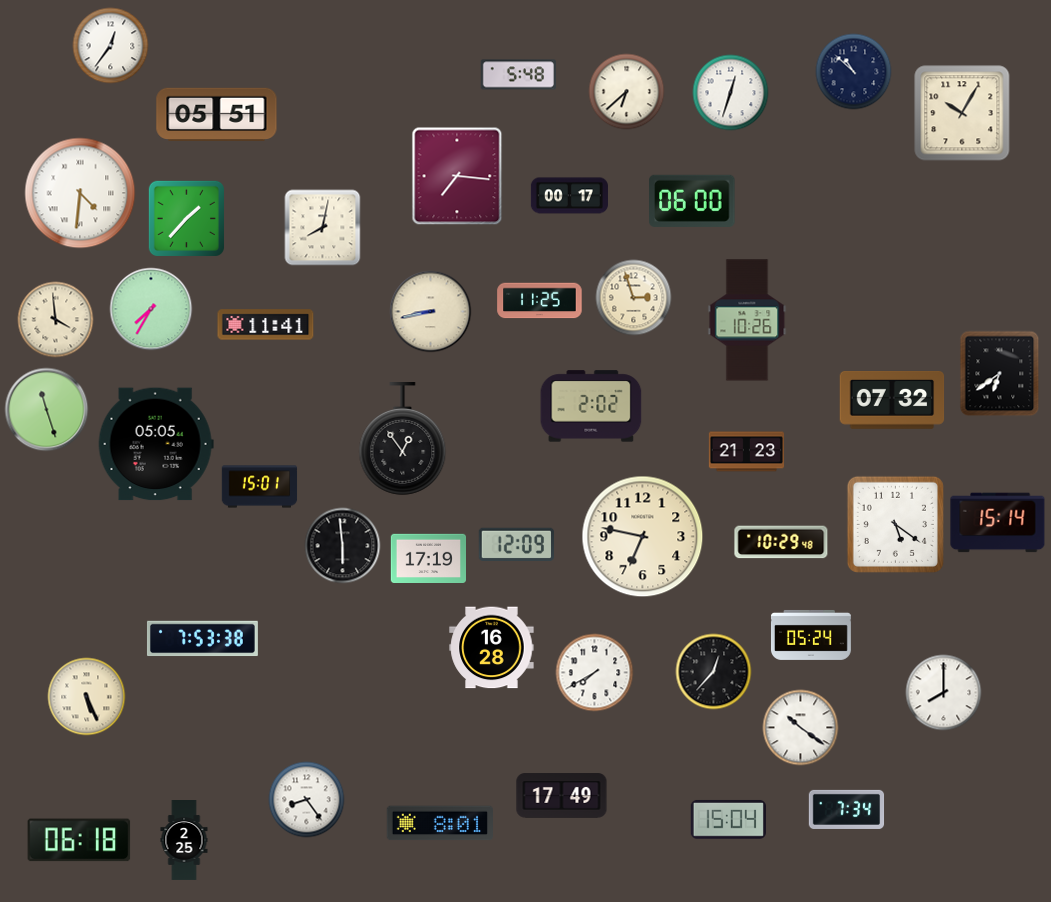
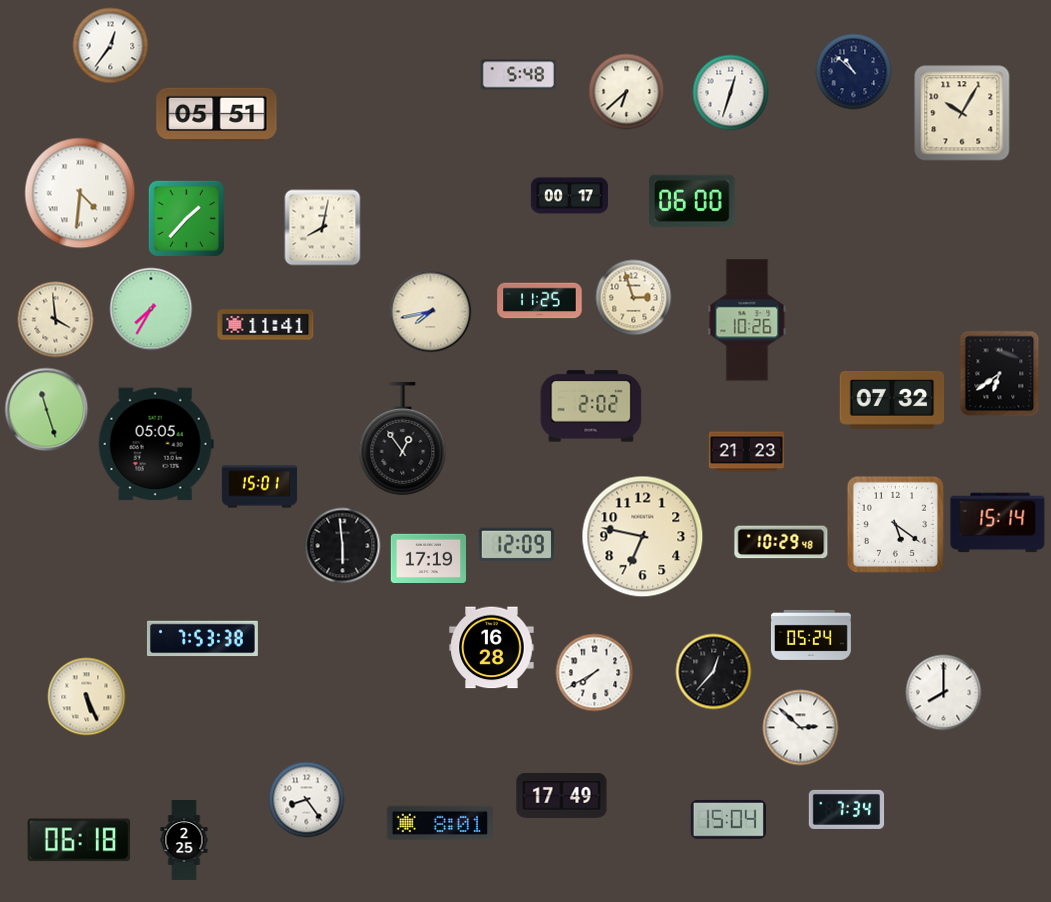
clock at (457, 176): 7:16 -> none
clock at (431, 312): 8:43 -> 7:43
clock at (801, 728): 10:21 -> 2:52
